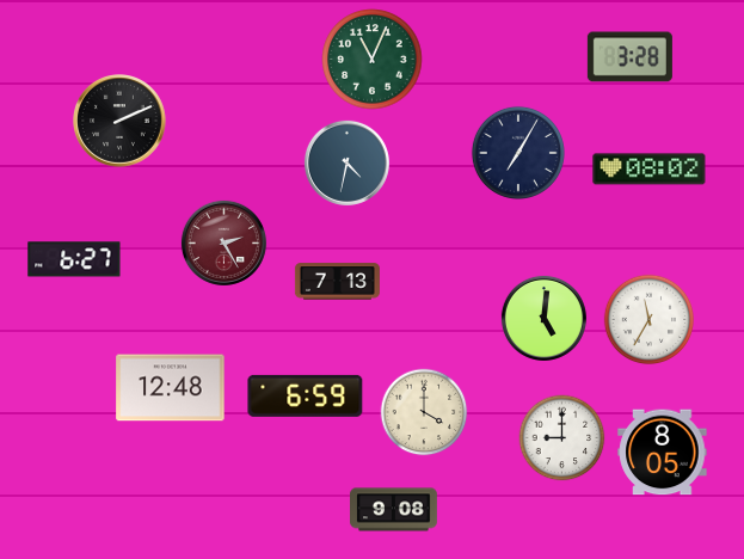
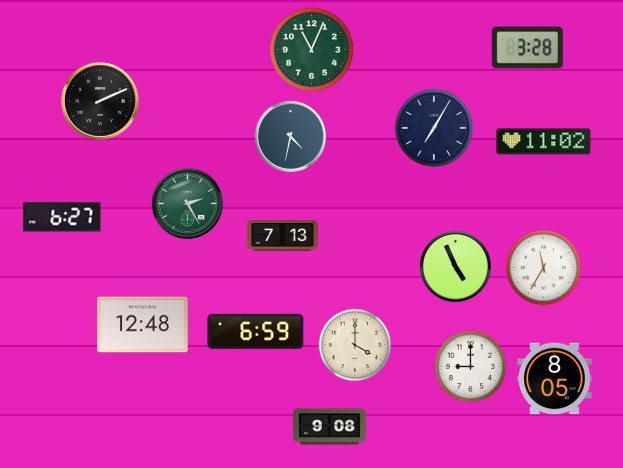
clock at (650, 170): 08:02 -> 11:02
clock at (223, 242) dial: burgundy -> green
clock at (543, 318): 5:01 -> 4:56
